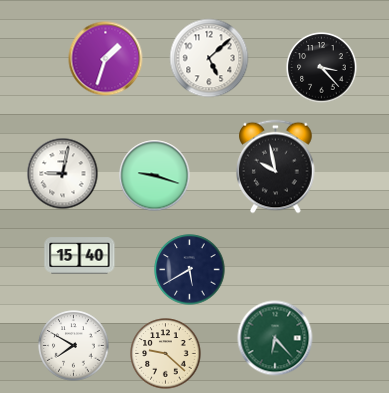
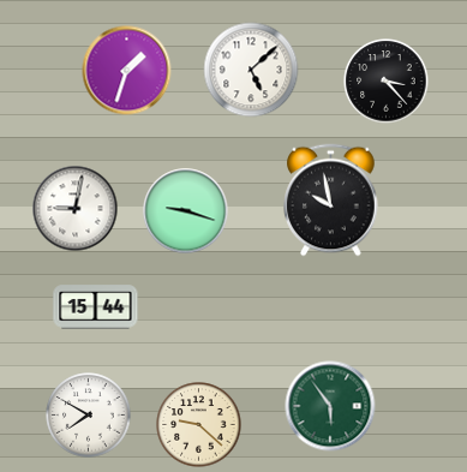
clock at (80, 256): 15:40 -> 15:44
clock at (190, 270): 5:40 -> none
clock at (275, 338): 6:23 -> 5:54
